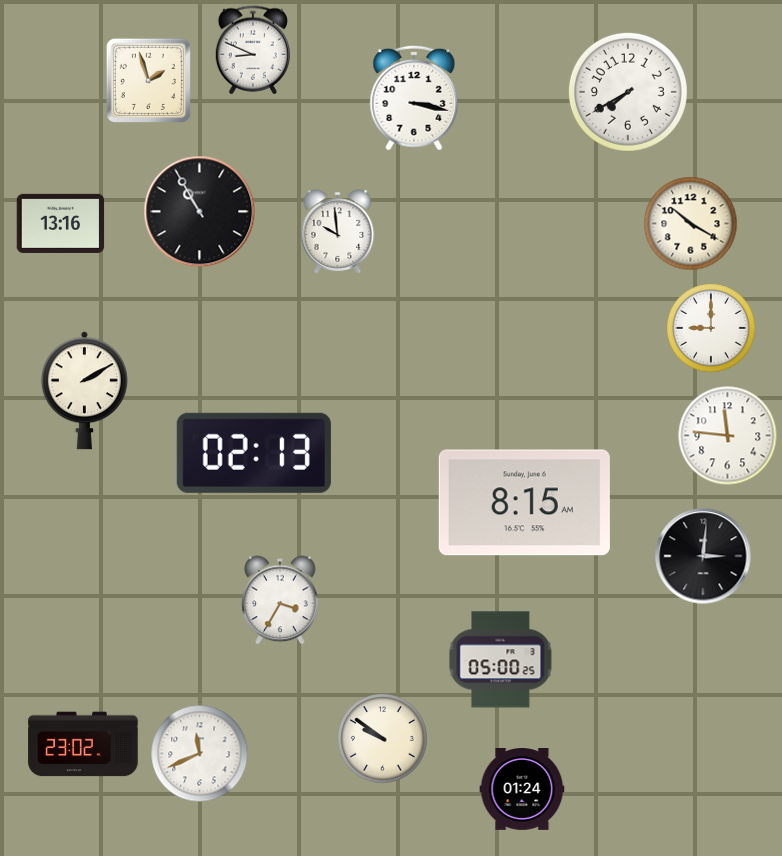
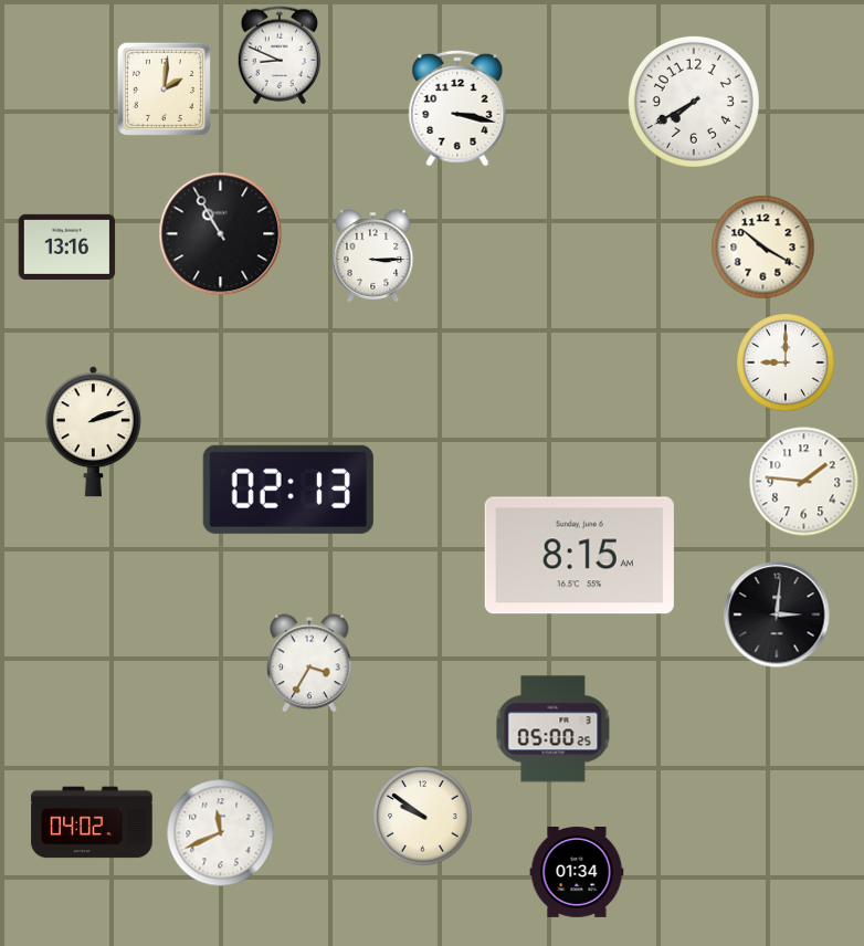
clock at (148, 80): 1:57 -> 2:01
clock at (338, 232): 9:59 -> 3:15
clock at (84, 391): 2:10 -> 2:12
clock at (728, 436): 11:46 -> 1:46
clock at (254, 453) position: (254, 453) -> (288, 490)
clock at (83, 744): 23:02 -> 04:02
clock at (522, 790): 01:24 -> 01:34
